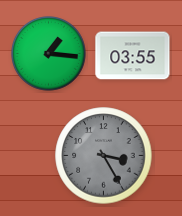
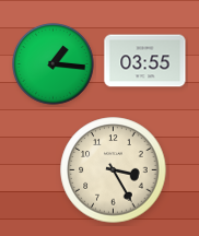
clock at (49, 54) position: (49, 54) -> (54, 64)
clock at (104, 156) dial: grey -> cream
